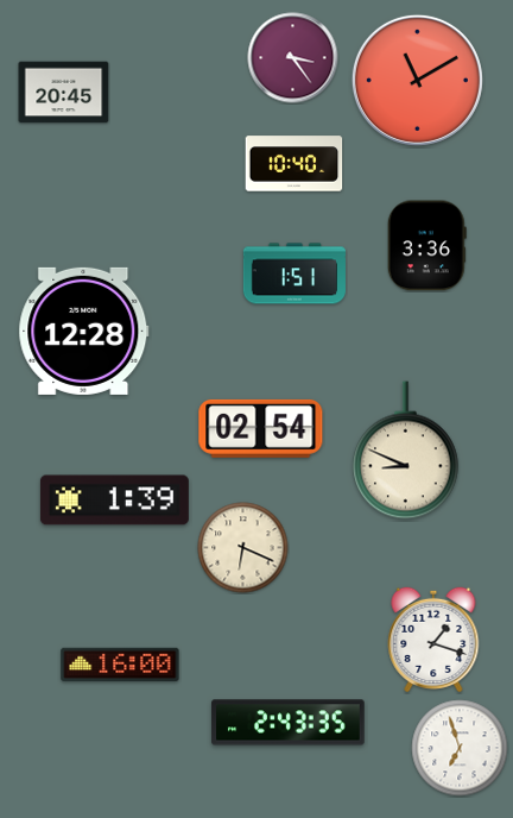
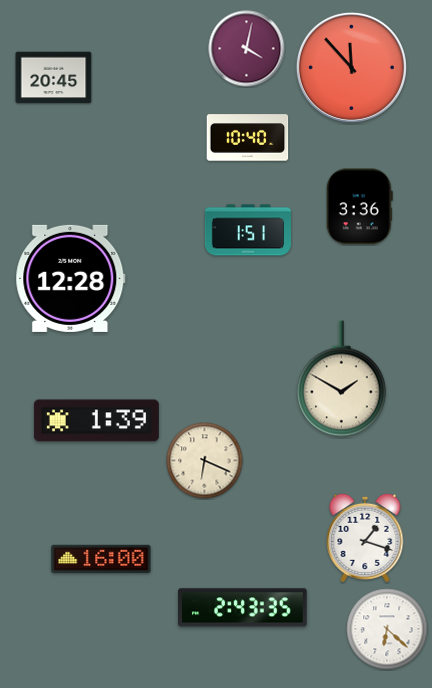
clock at (293, 58): 3:24 -> 4:02
clock at (417, 80): 11:10 -> 11:53
clock at (261, 428): 02:54 -> none
clock at (406, 451): 8:49 -> 1:50
clock at (460, 748): 6:57 -> 6:22
